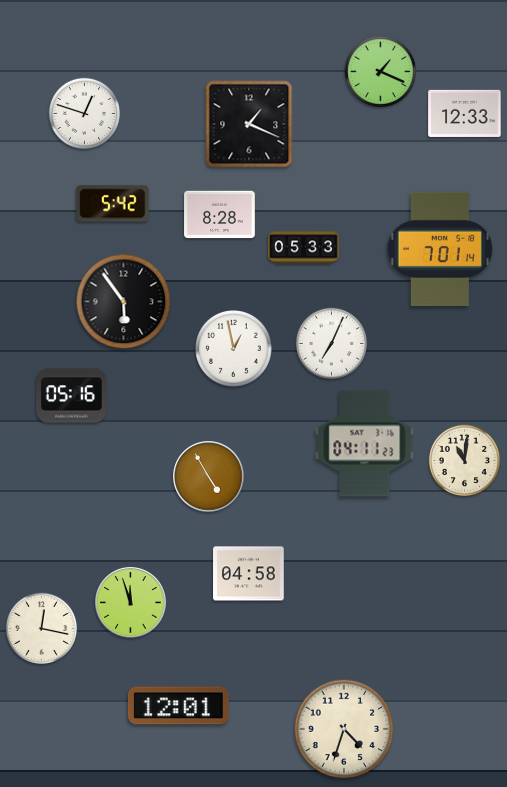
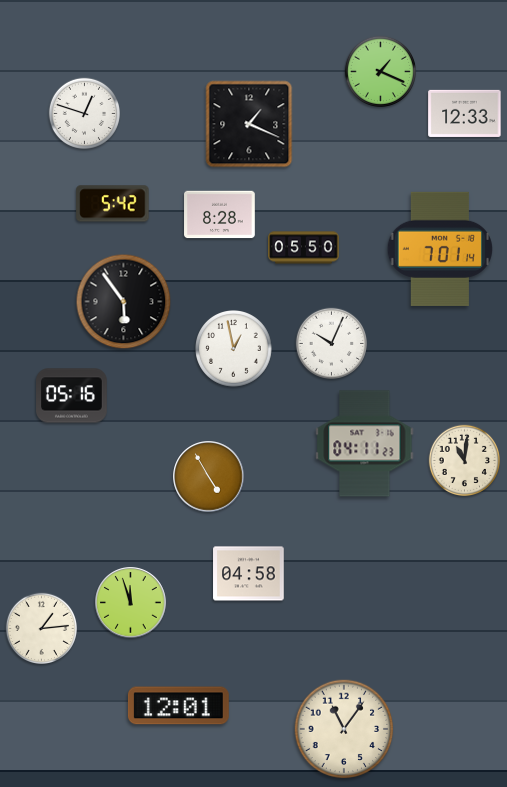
clock at (304, 248): 05:33 -> 05:50
clock at (331, 343): 7:04 -> 10:04
clock at (41, 628): 12:17 -> 1:14
clock at (344, 729): 4:33 -> 11:06
